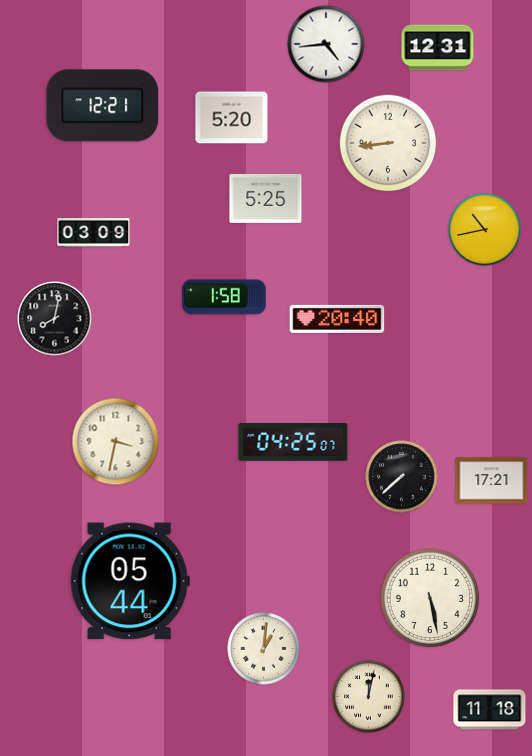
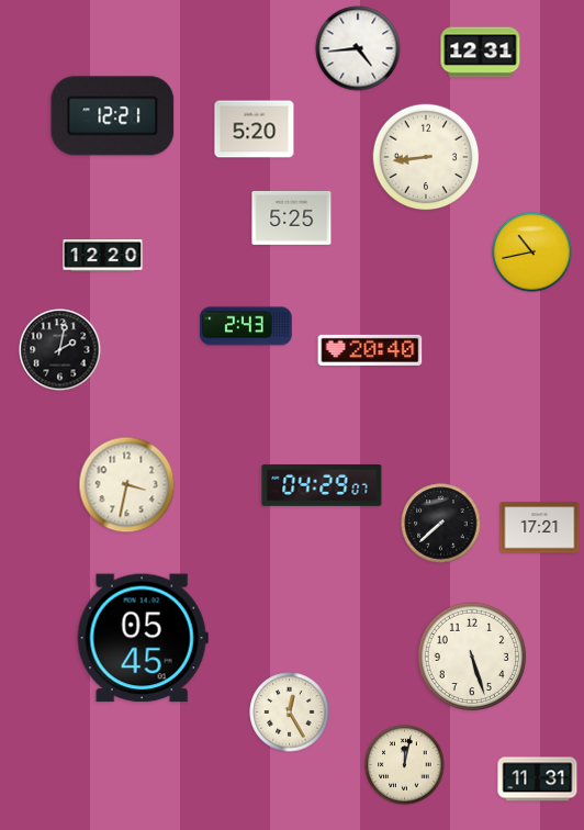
clock at (94, 233): 03:09 -> 12:20
clock at (224, 297): 1:58 -> 2:43
clock at (55, 319): 8:02 -> 2:02
clock at (293, 443): 04:25 -> 04:29
clock at (130, 581): 05:44 -> 05:45
clock at (430, 598): 5:28 -> 5:27
clock at (264, 649): 1:01 -> 12:25
clock at (490, 710): 11:18 -> 11:31
